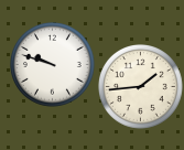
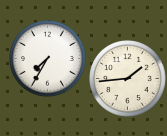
clock at (53, 65): 9:48 -> 7:35
